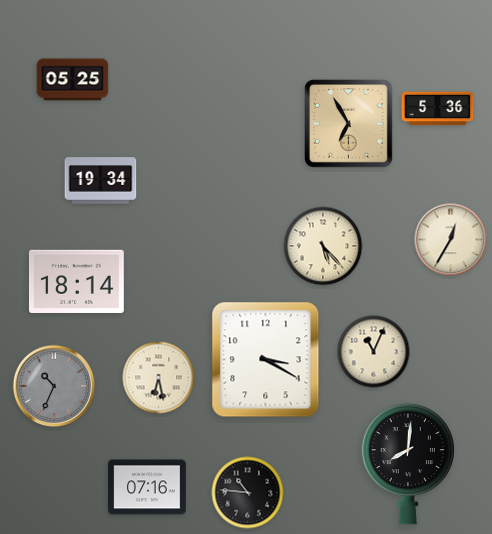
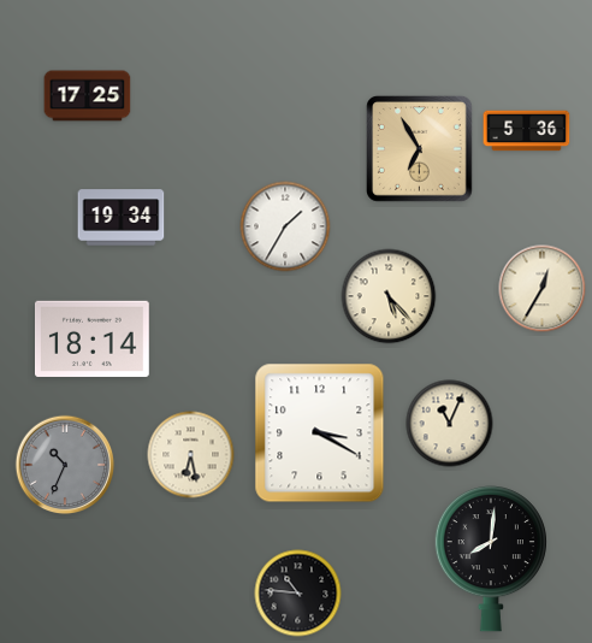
clock at (73, 80): 05:25 -> 17:25
clock at (285, 226): none -> 1:35
clock at (148, 487): 07:16 -> none
